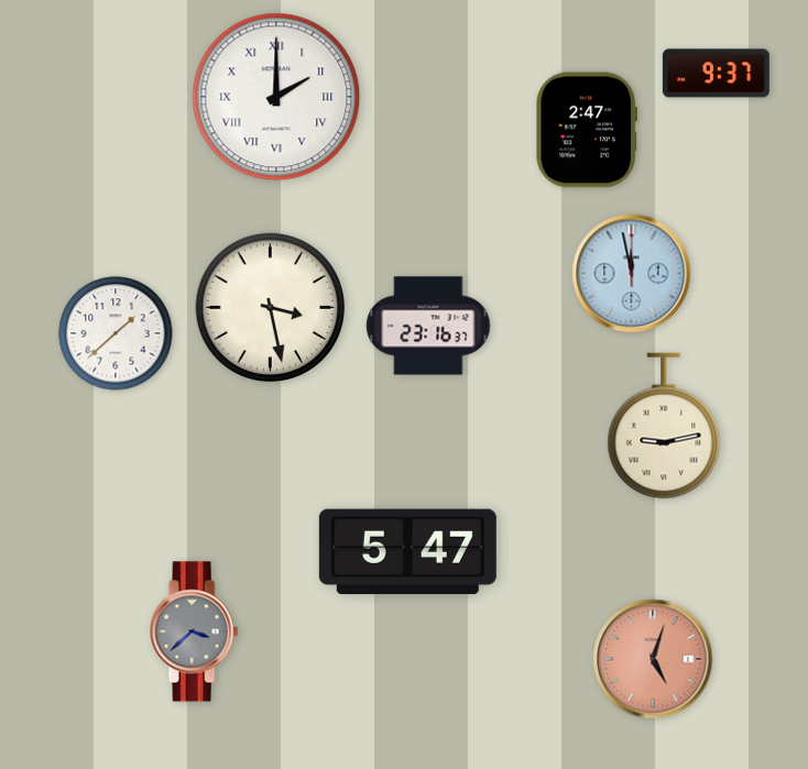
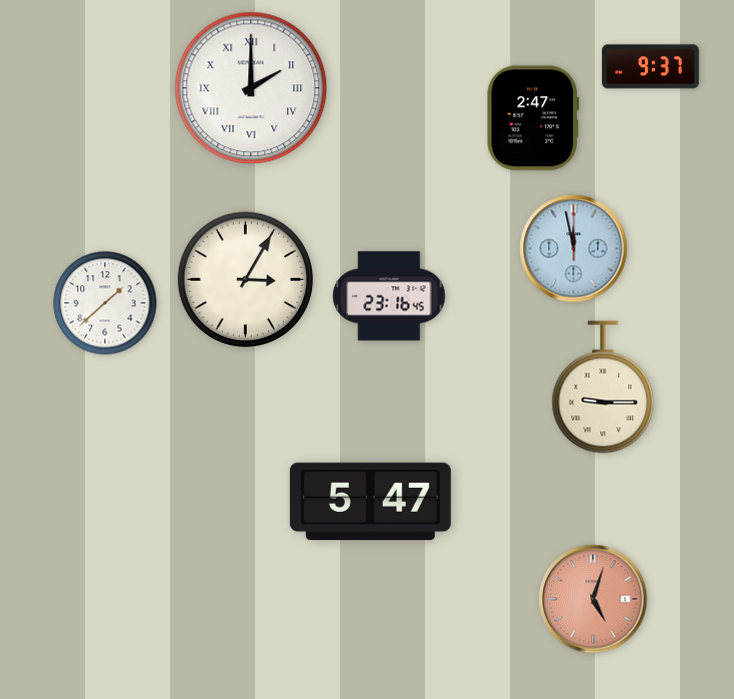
clock at (271, 308): 3:28 -> 3:05
clock at (428, 326): 23:16:37 -> 23:16:45
clock at (664, 426): 9:13 -> 9:15
clock at (194, 631): 3:38 -> none
